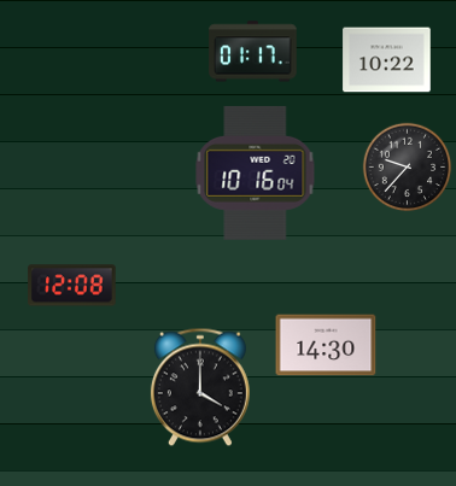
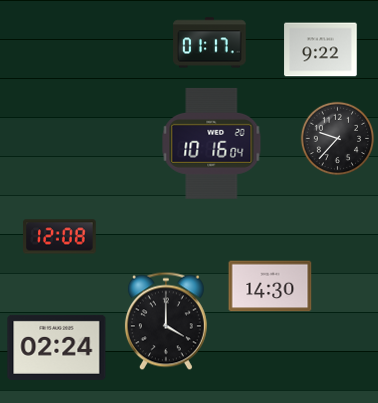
clock at (387, 60): 10:22 -> 9:22
clock at (57, 347): none -> 02:24
